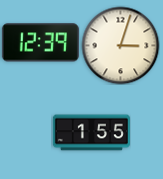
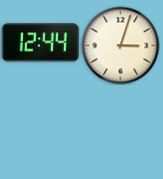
clock at (40, 43): 12:39 -> 12:44
clock at (91, 133): 1:55 -> none
